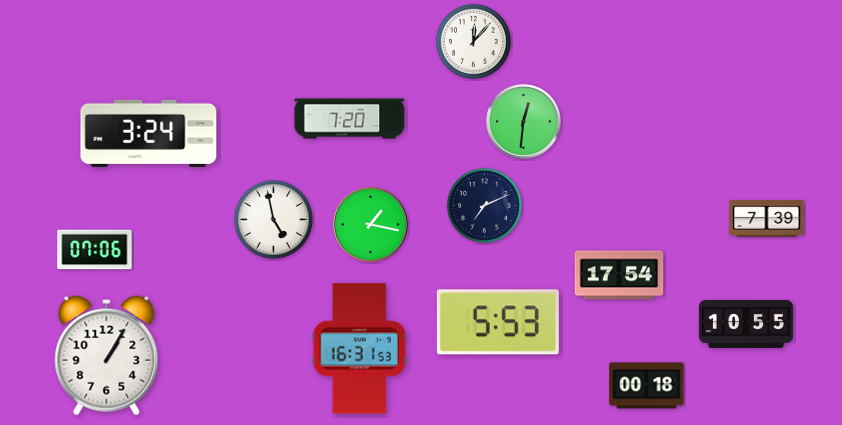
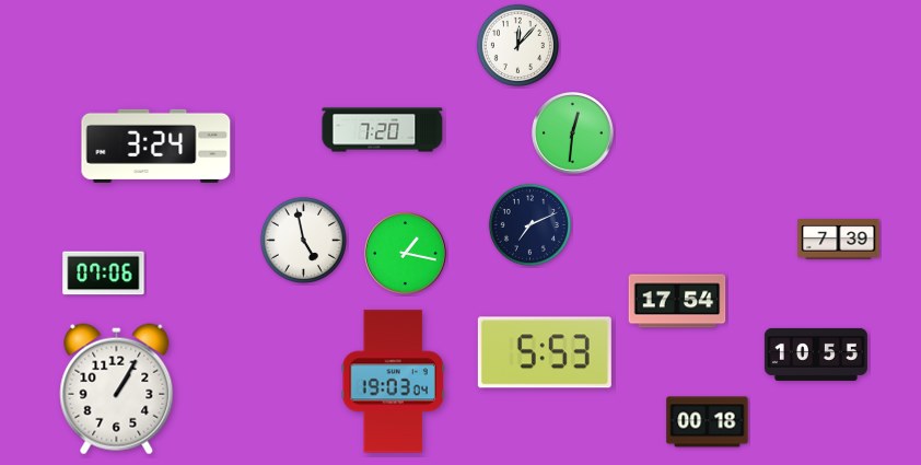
clock at (149, 133) position: (149, 133) -> (156, 146)
clock at (273, 219) position: (273, 219) -> (303, 240)
clock at (371, 225) position: (371, 225) -> (406, 254)
clock at (359, 349): 16:31 -> 19:03
